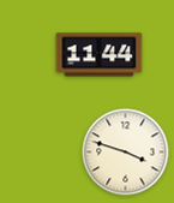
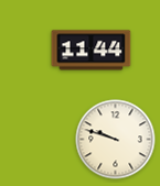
clock at (126, 153): 3:48 -> 9:48
